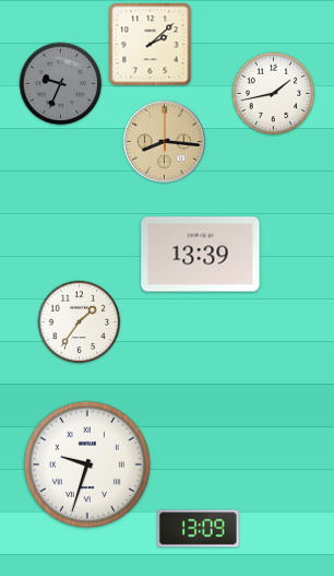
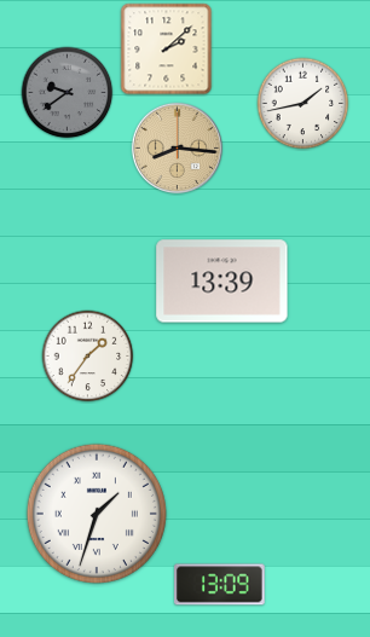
clock at (61, 84): 9:34 -> 9:39
clock at (164, 141) position: (164, 141) -> (177, 147)
clock at (87, 465): 9:33 -> 1:33
